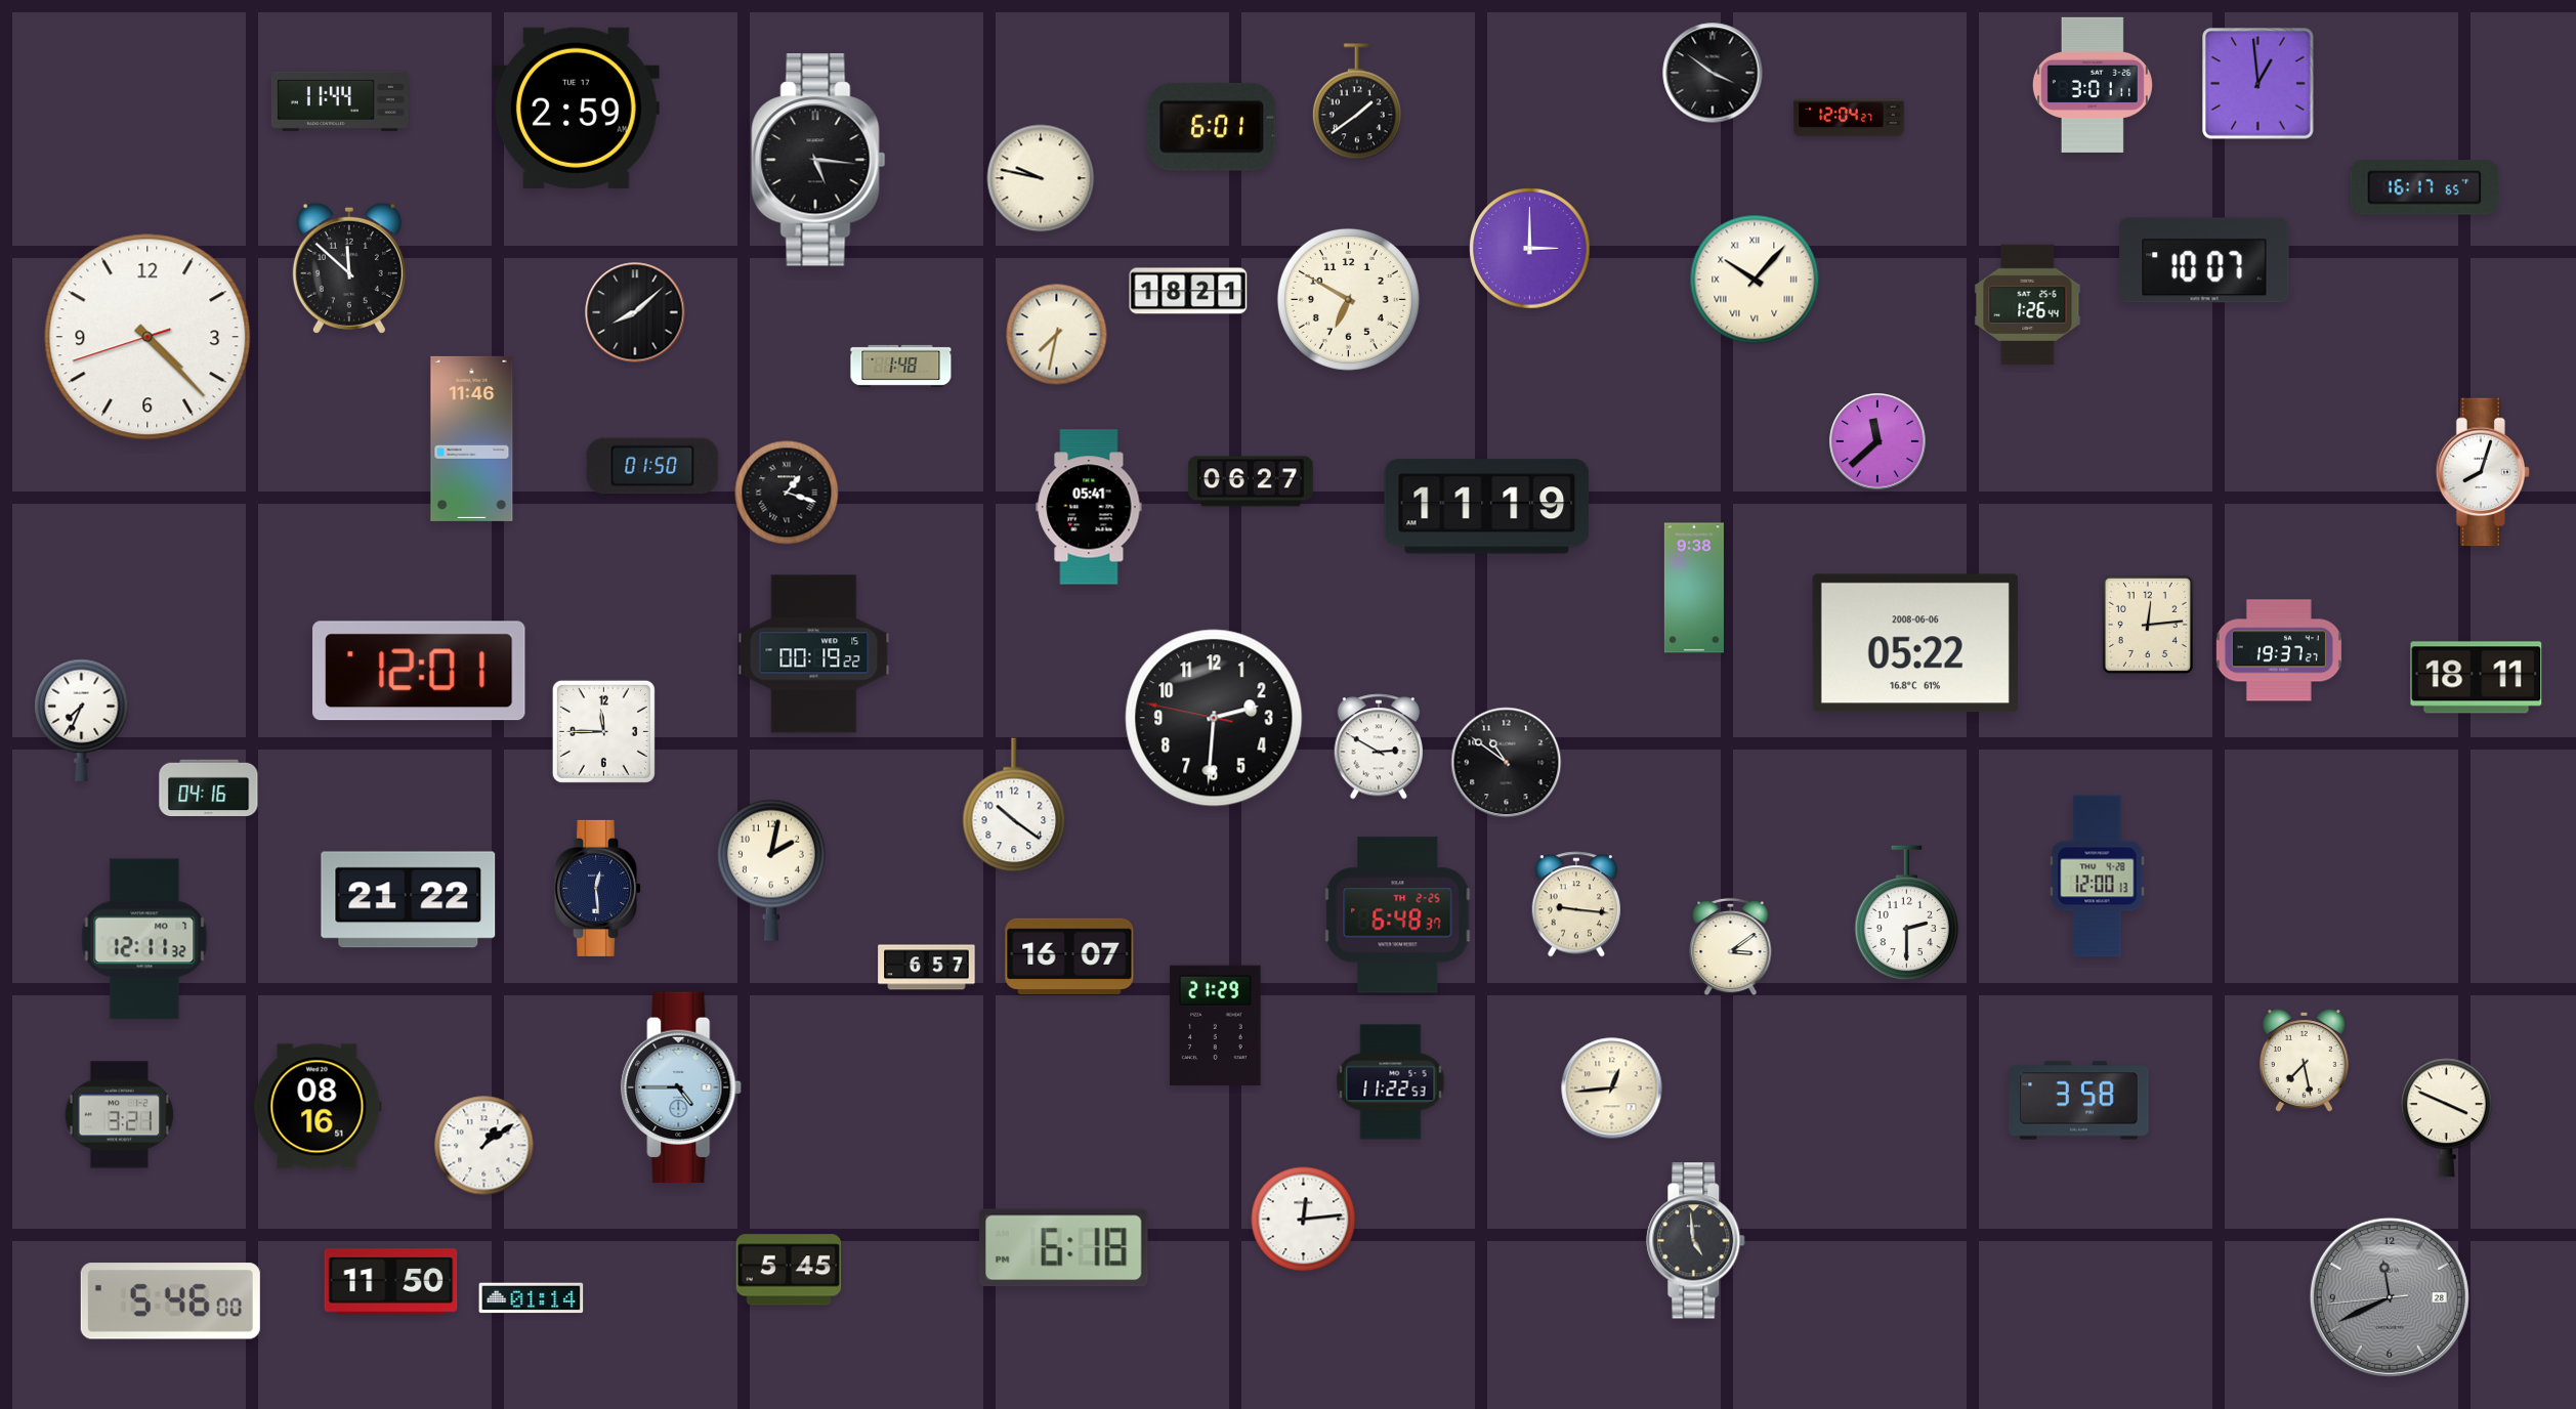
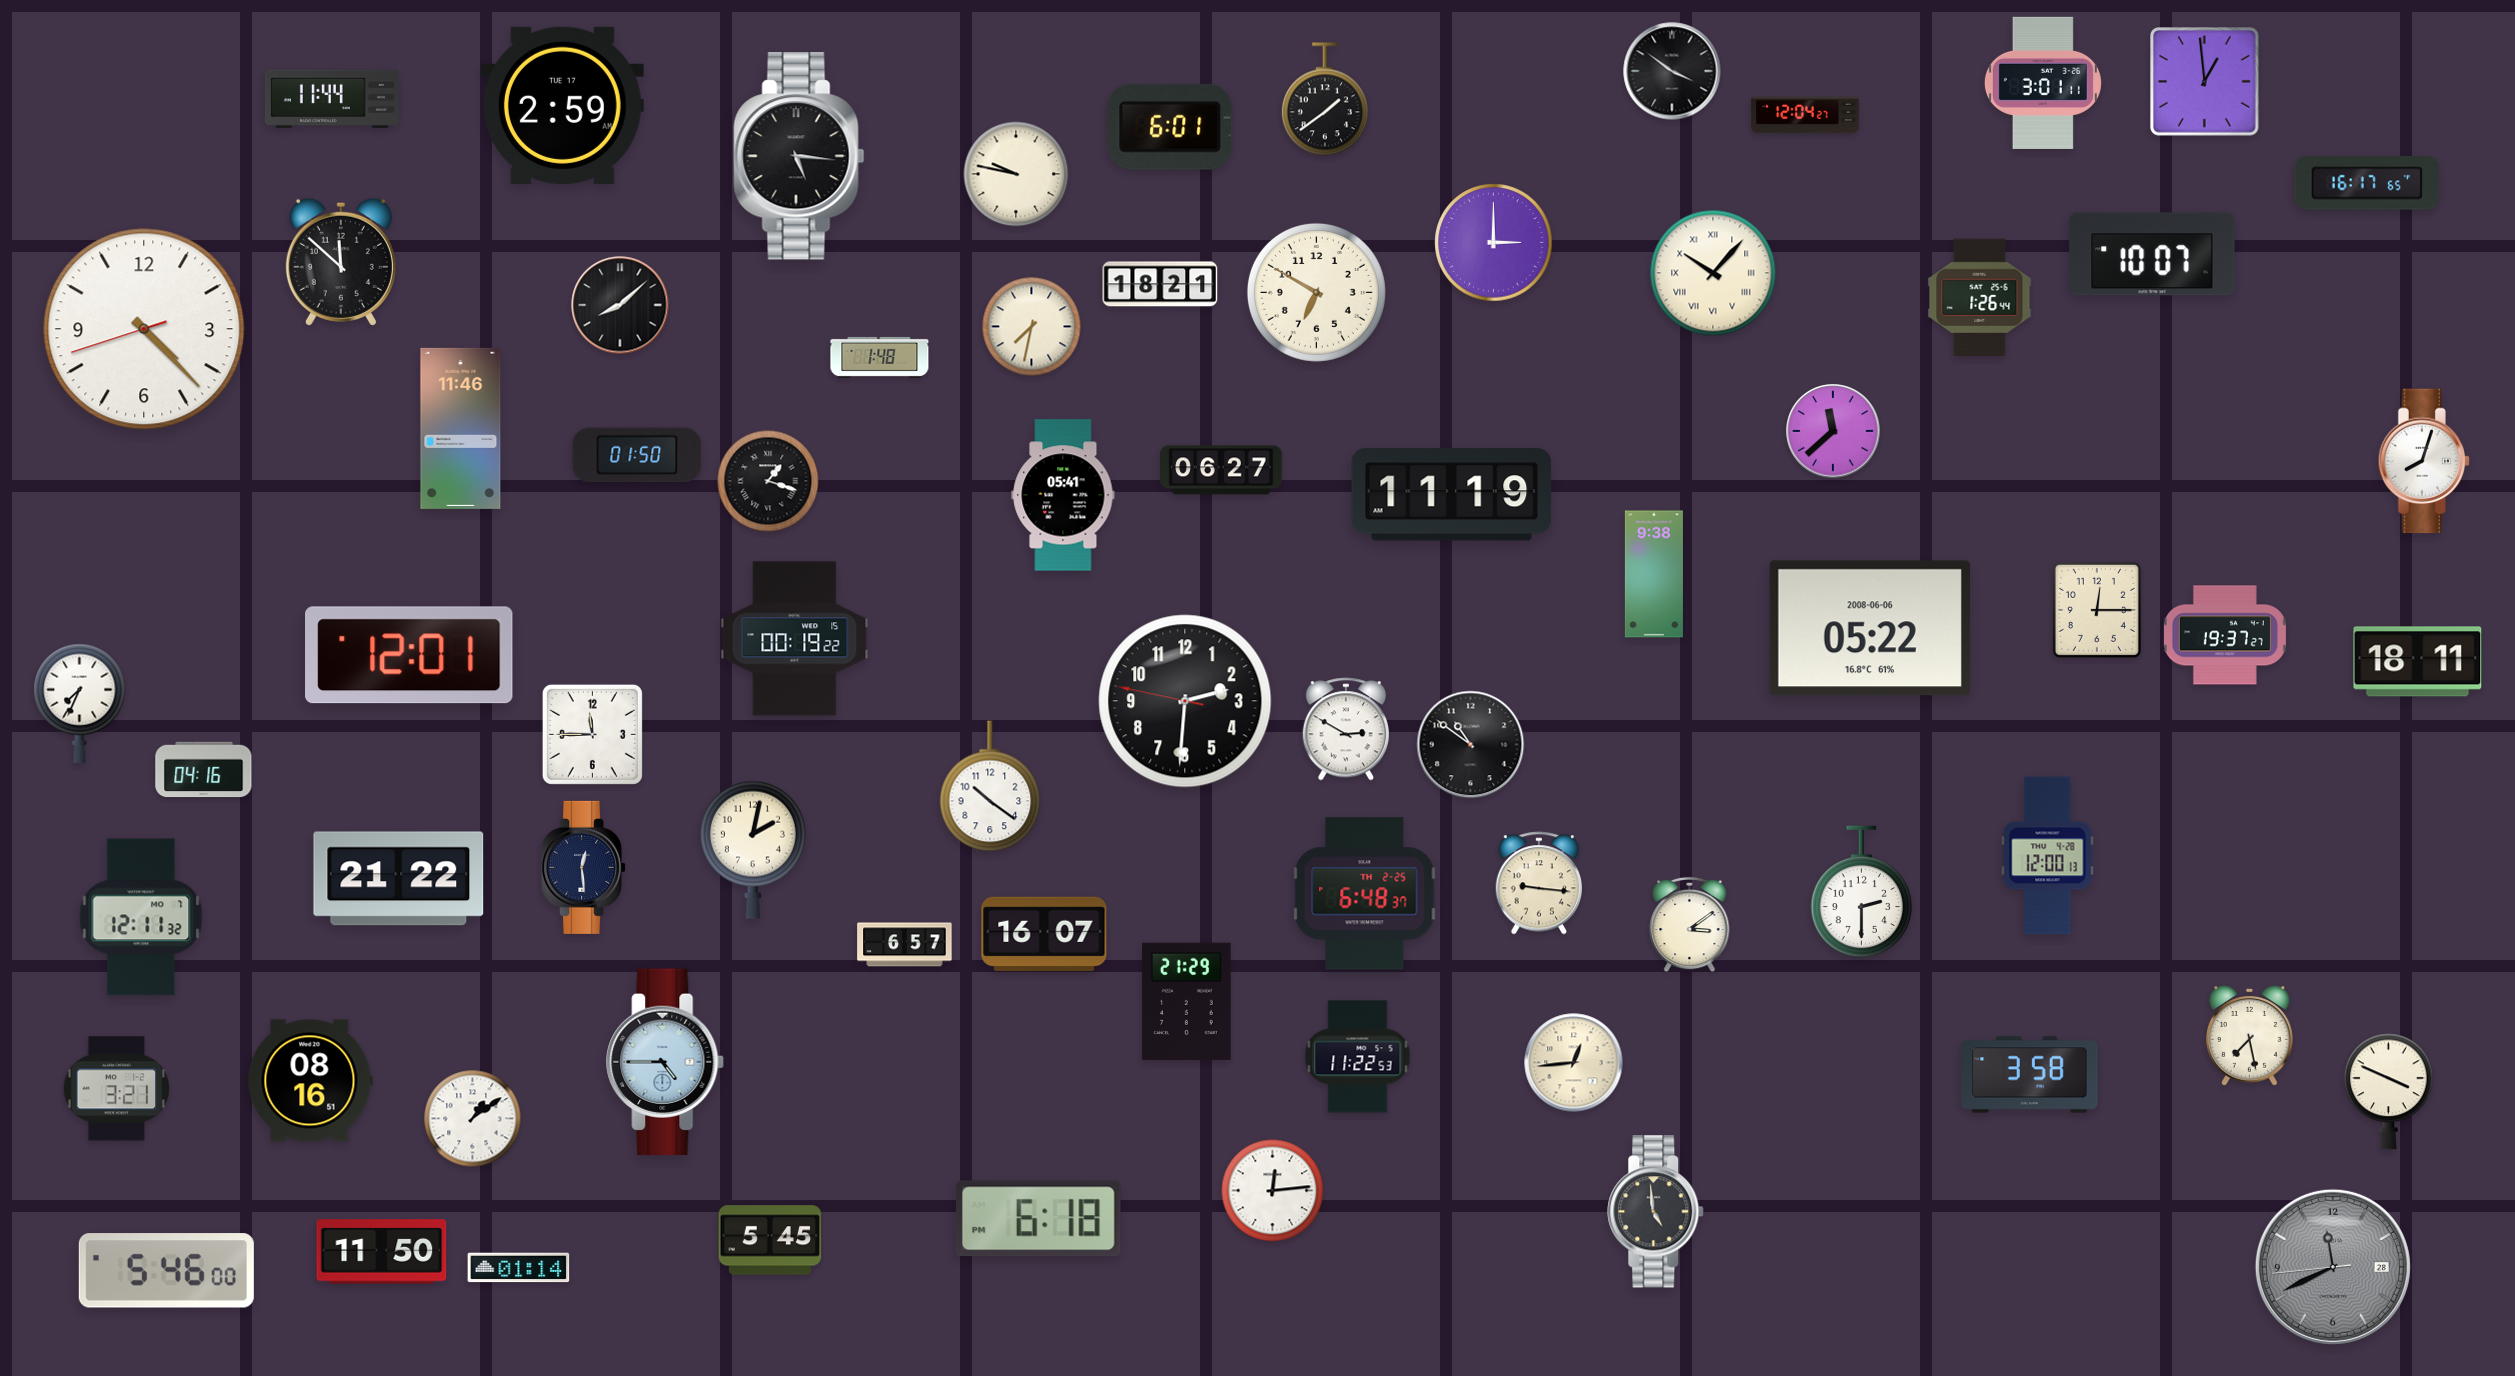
clock at (1212, 127) position: (1212, 127) -> (1170, 127)
clock at (2148, 625): 12:14 -> 12:15
clock at (603, 731) position: (603, 731) -> (592, 734)
